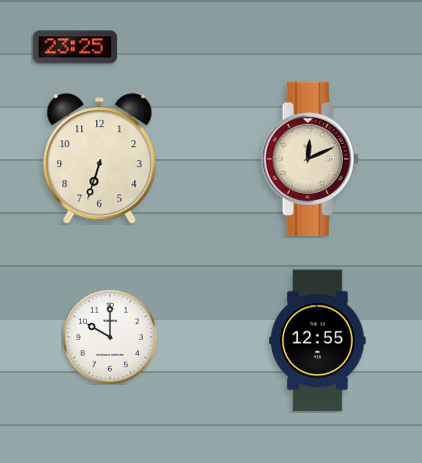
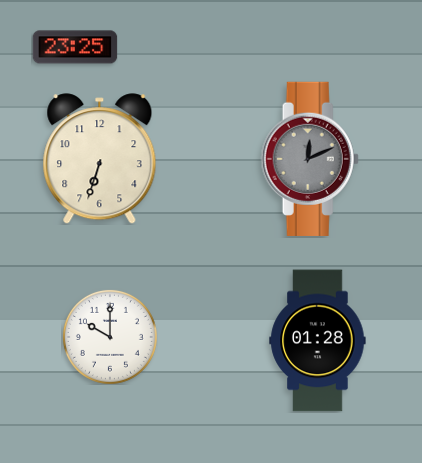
clock at (310, 159) dial: cream -> grey
clock at (318, 341): 12:55 -> 01:28
